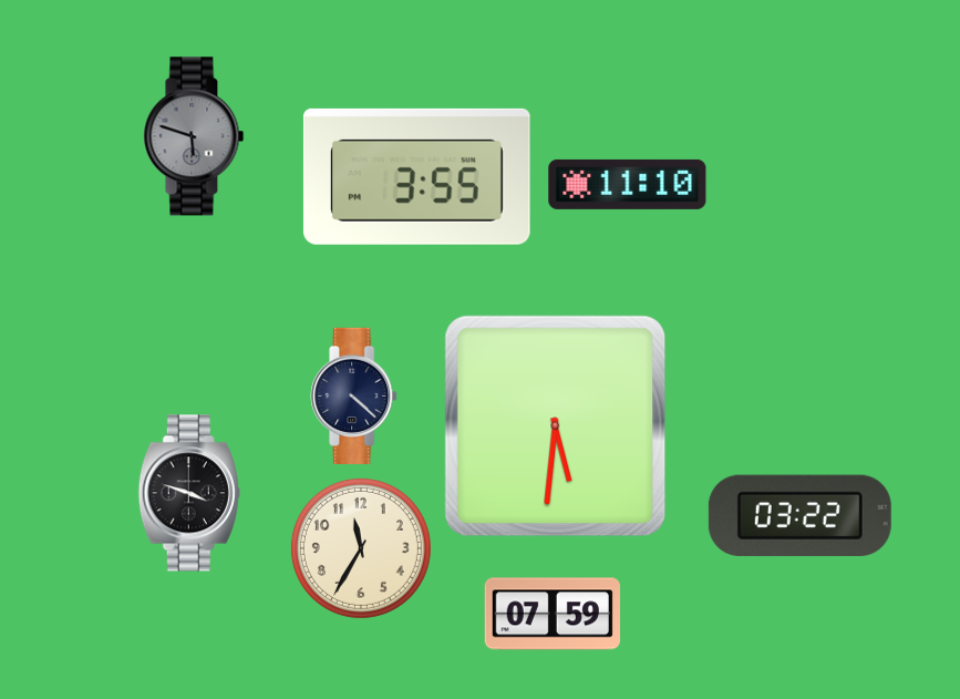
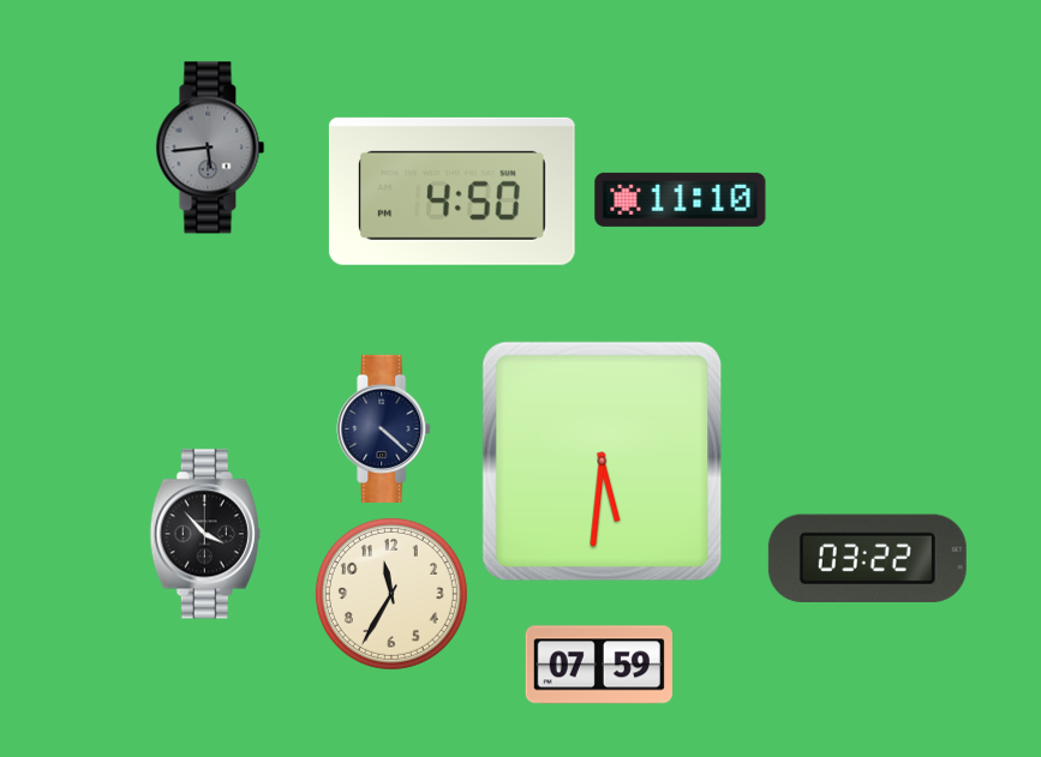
clock at (194, 136): 5:48 -> 5:44
clock at (416, 176): 3:55 -> 4:50
clock at (189, 493): 3:48 -> 3:53
